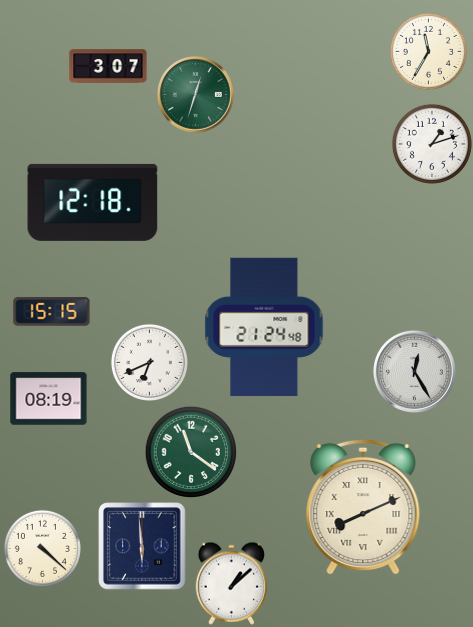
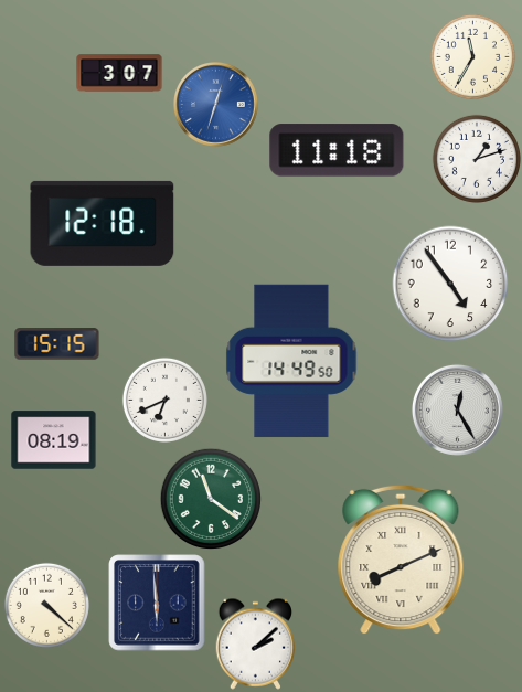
clock at (196, 95) dial: green -> blue
clock at (337, 150): none -> 11:18
clock at (450, 284): none -> 4:54
clock at (264, 327): 21:24 -> 14:49
clock at (232, 583): 1:08 -> 2:08
